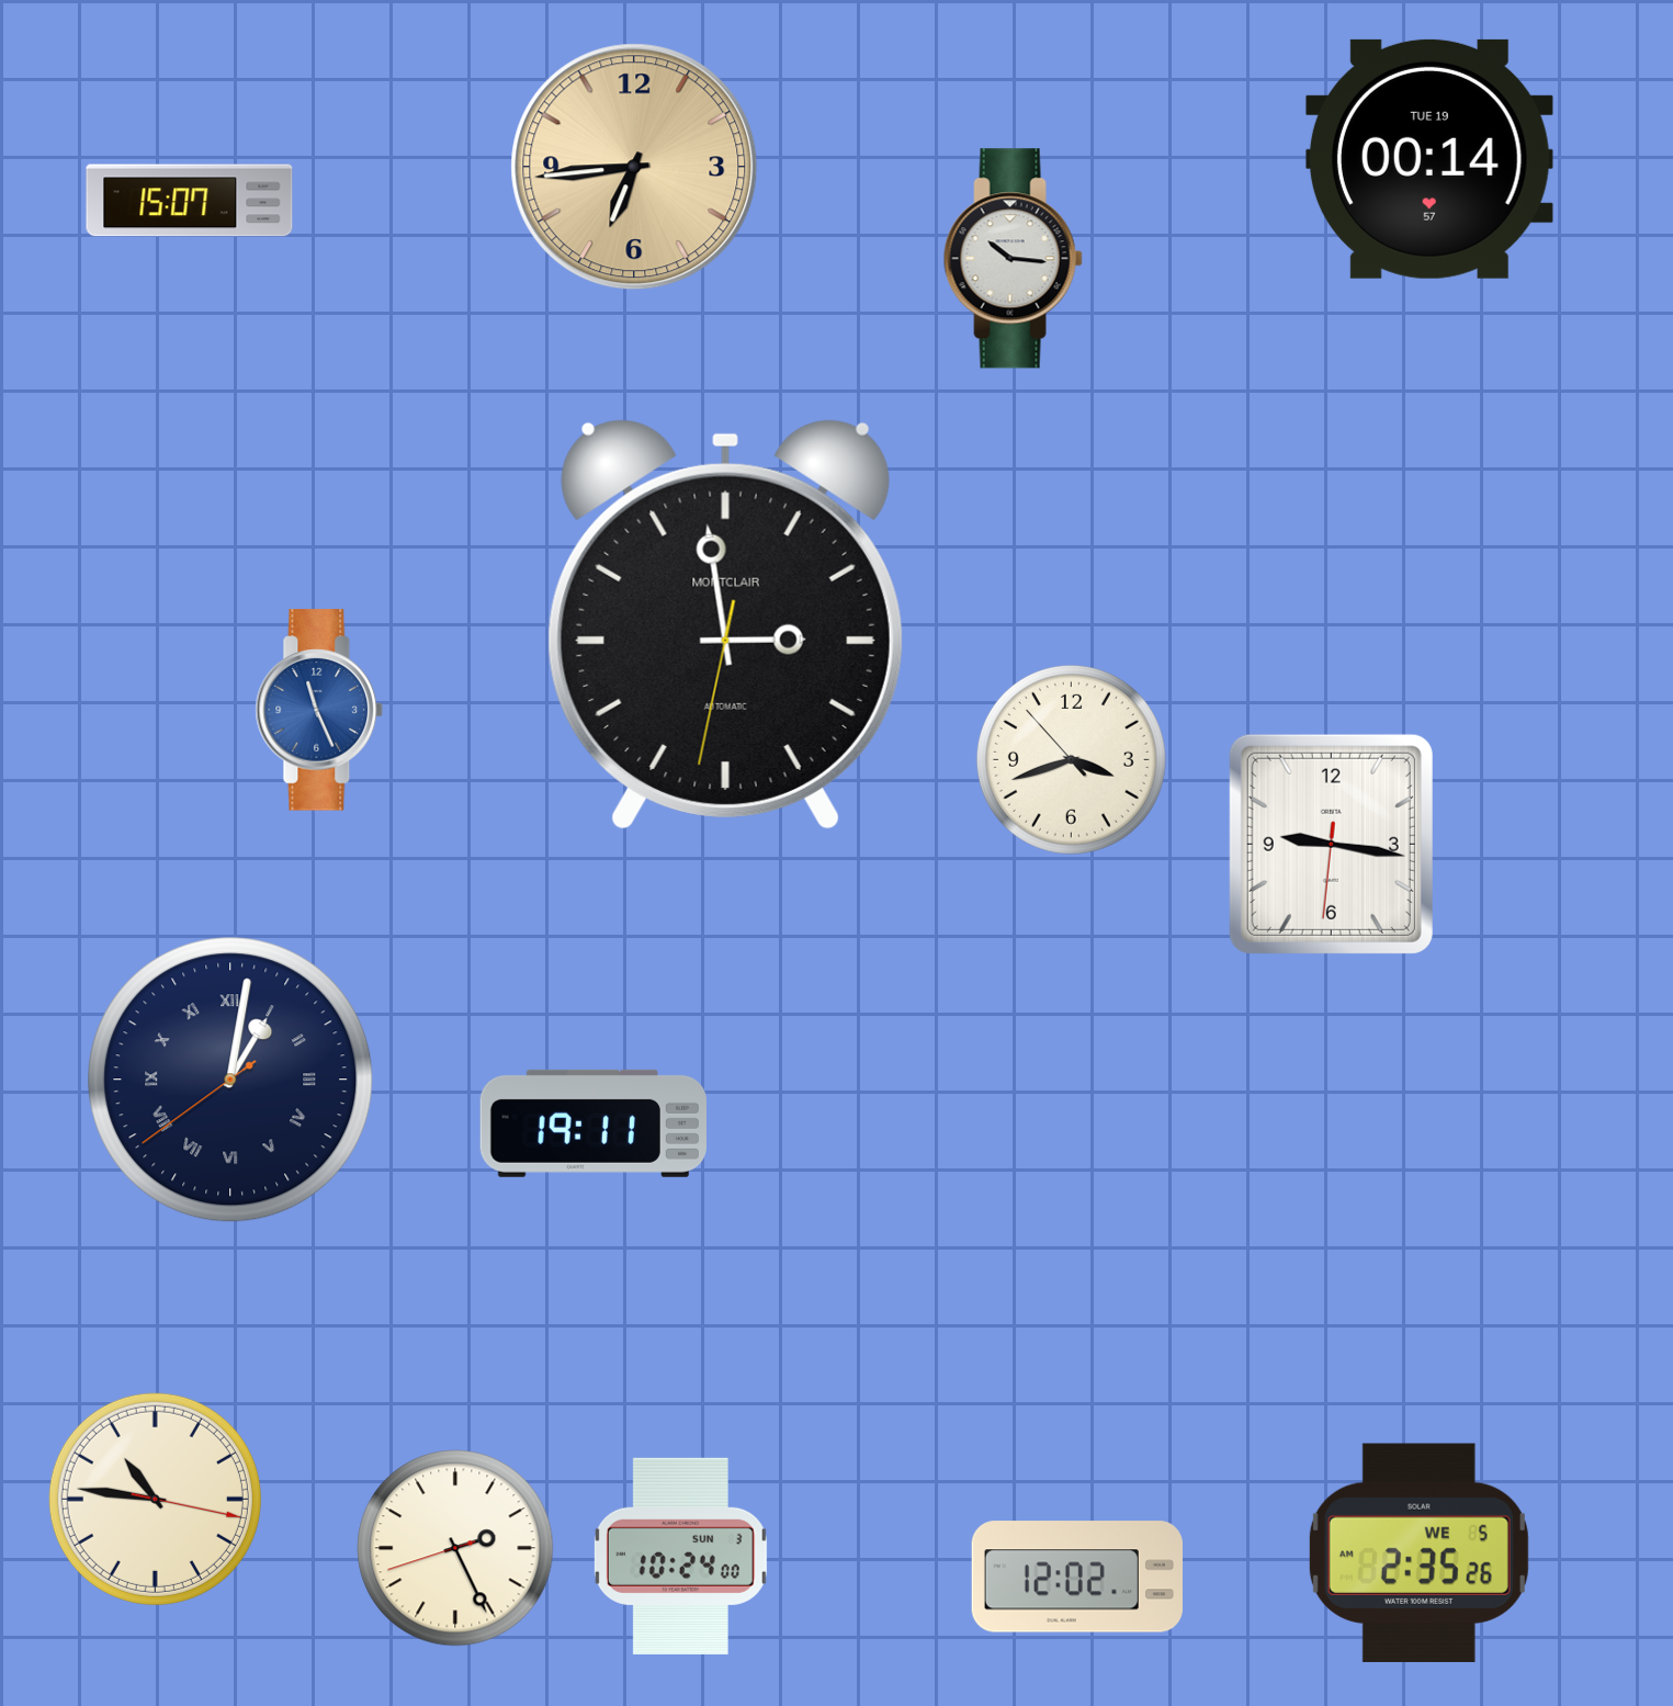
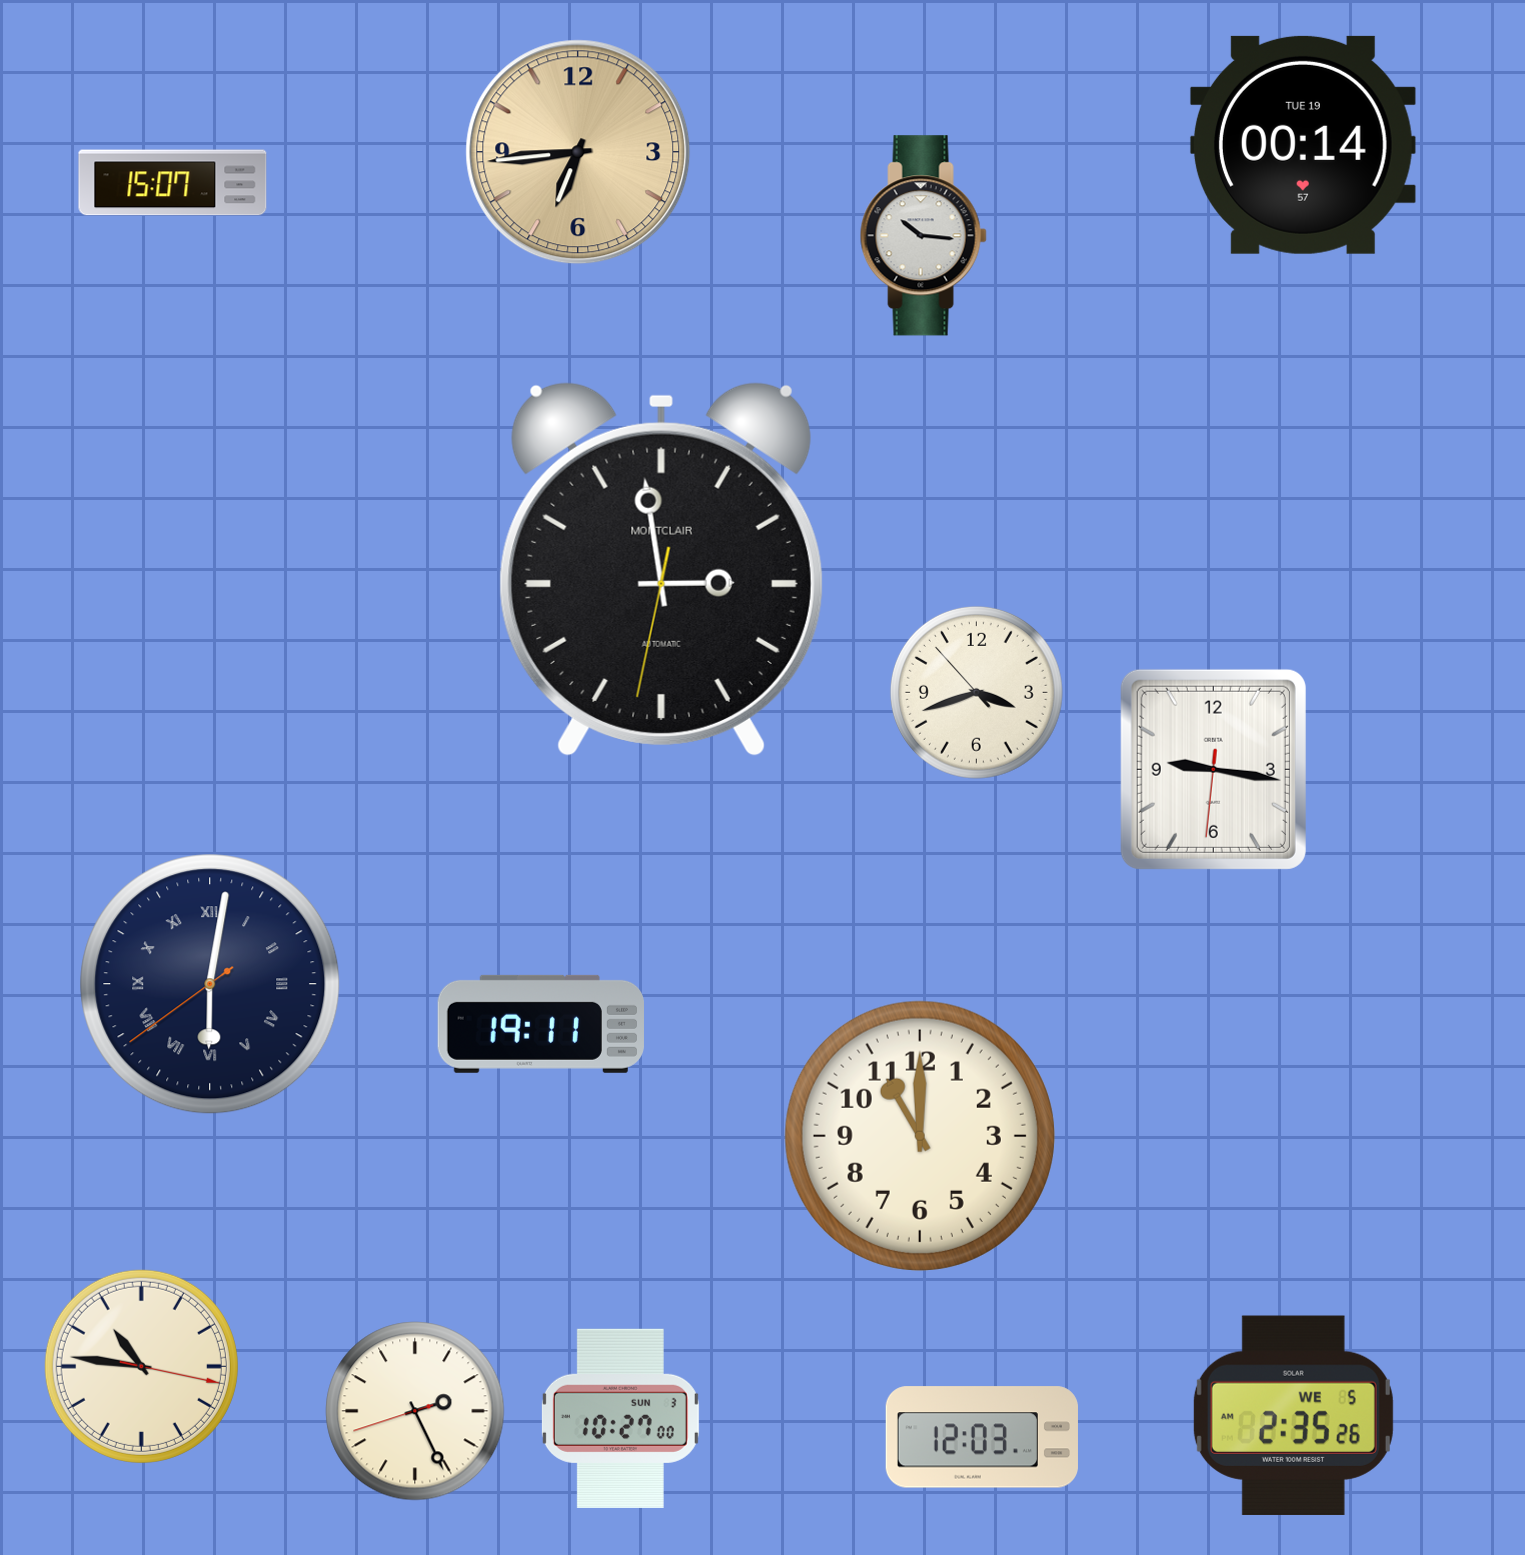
clock at (319, 710): 11:26 -> none
clock at (230, 1080): 1:01 -> 6:01
clock at (920, 1136): none -> 11:00
clock at (680, 1556): 10:24 -> 10:27
clock at (1077, 1577): 12:02 -> 12:03
